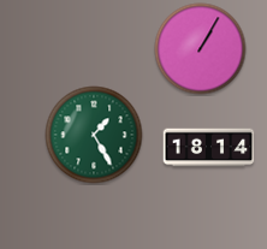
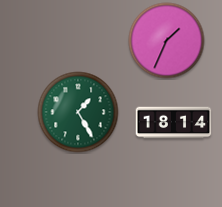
clock at (201, 49): 1:05 -> 1:34
